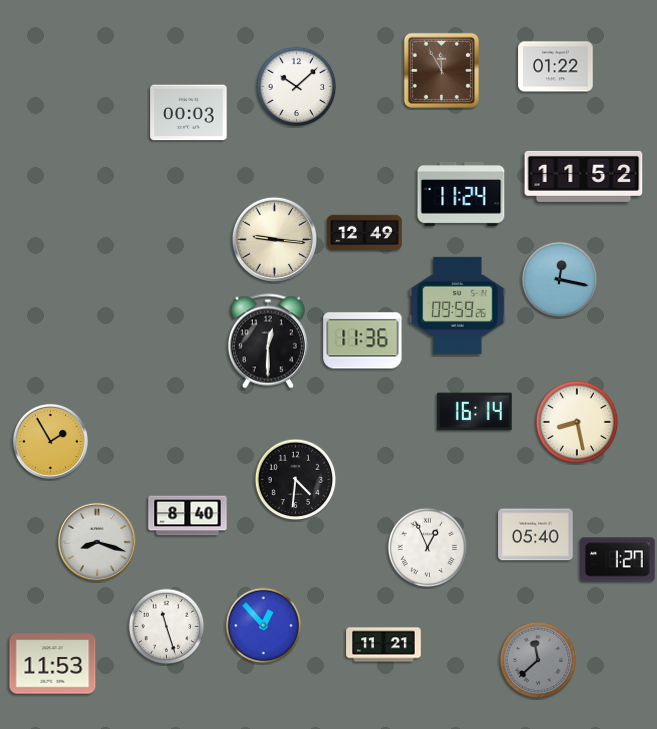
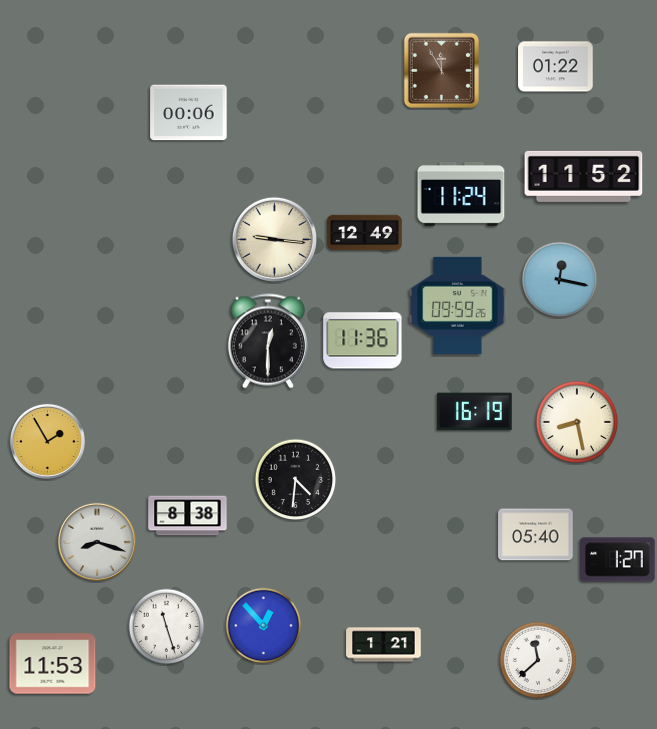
clock at (297, 87): 10:08 -> none
clock at (189, 113): 00:03 -> 00:06
clock at (475, 412): 16:14 -> 16:19
clock at (50, 441) position: (50, 441) -> (47, 441)
clock at (188, 516): 8:40 -> 8:38
clock at (428, 548): 12:56 -> none
clock at (384, 645): 11:21 -> 1:21
clock at (538, 660) dial: grey -> white
